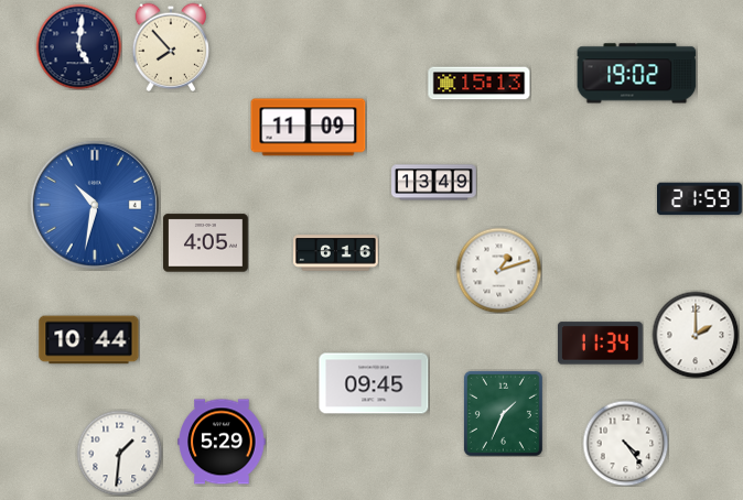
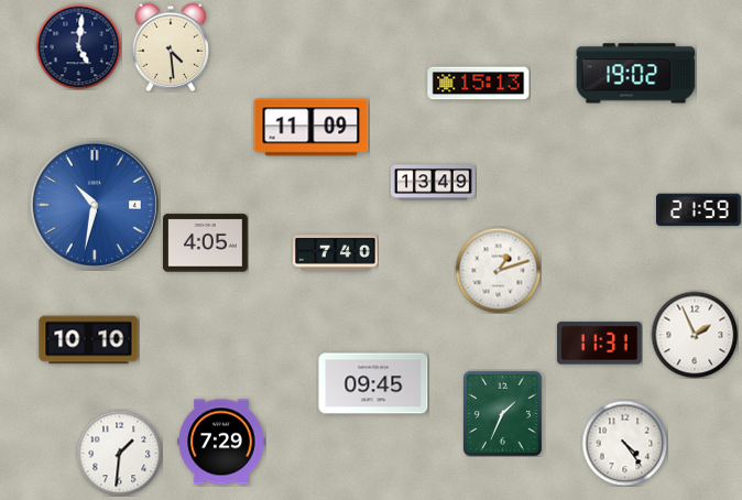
clock at (171, 47): 7:53 -> 4:29
clock at (309, 128) position: (309, 128) -> (312, 128)
clock at (700, 199) position: (700, 199) -> (699, 210)
clock at (336, 253): 6:16 -> 7:40
clock at (696, 335): 2:00 -> 1:56
clock at (89, 340): 10:44 -> 10:10
clock at (600, 344): 11:34 -> 11:31
clock at (222, 442): 5:29 -> 7:29
